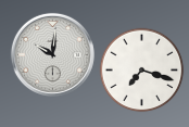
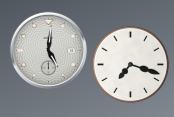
clock at (52, 54): 10:01 -> 5:01
